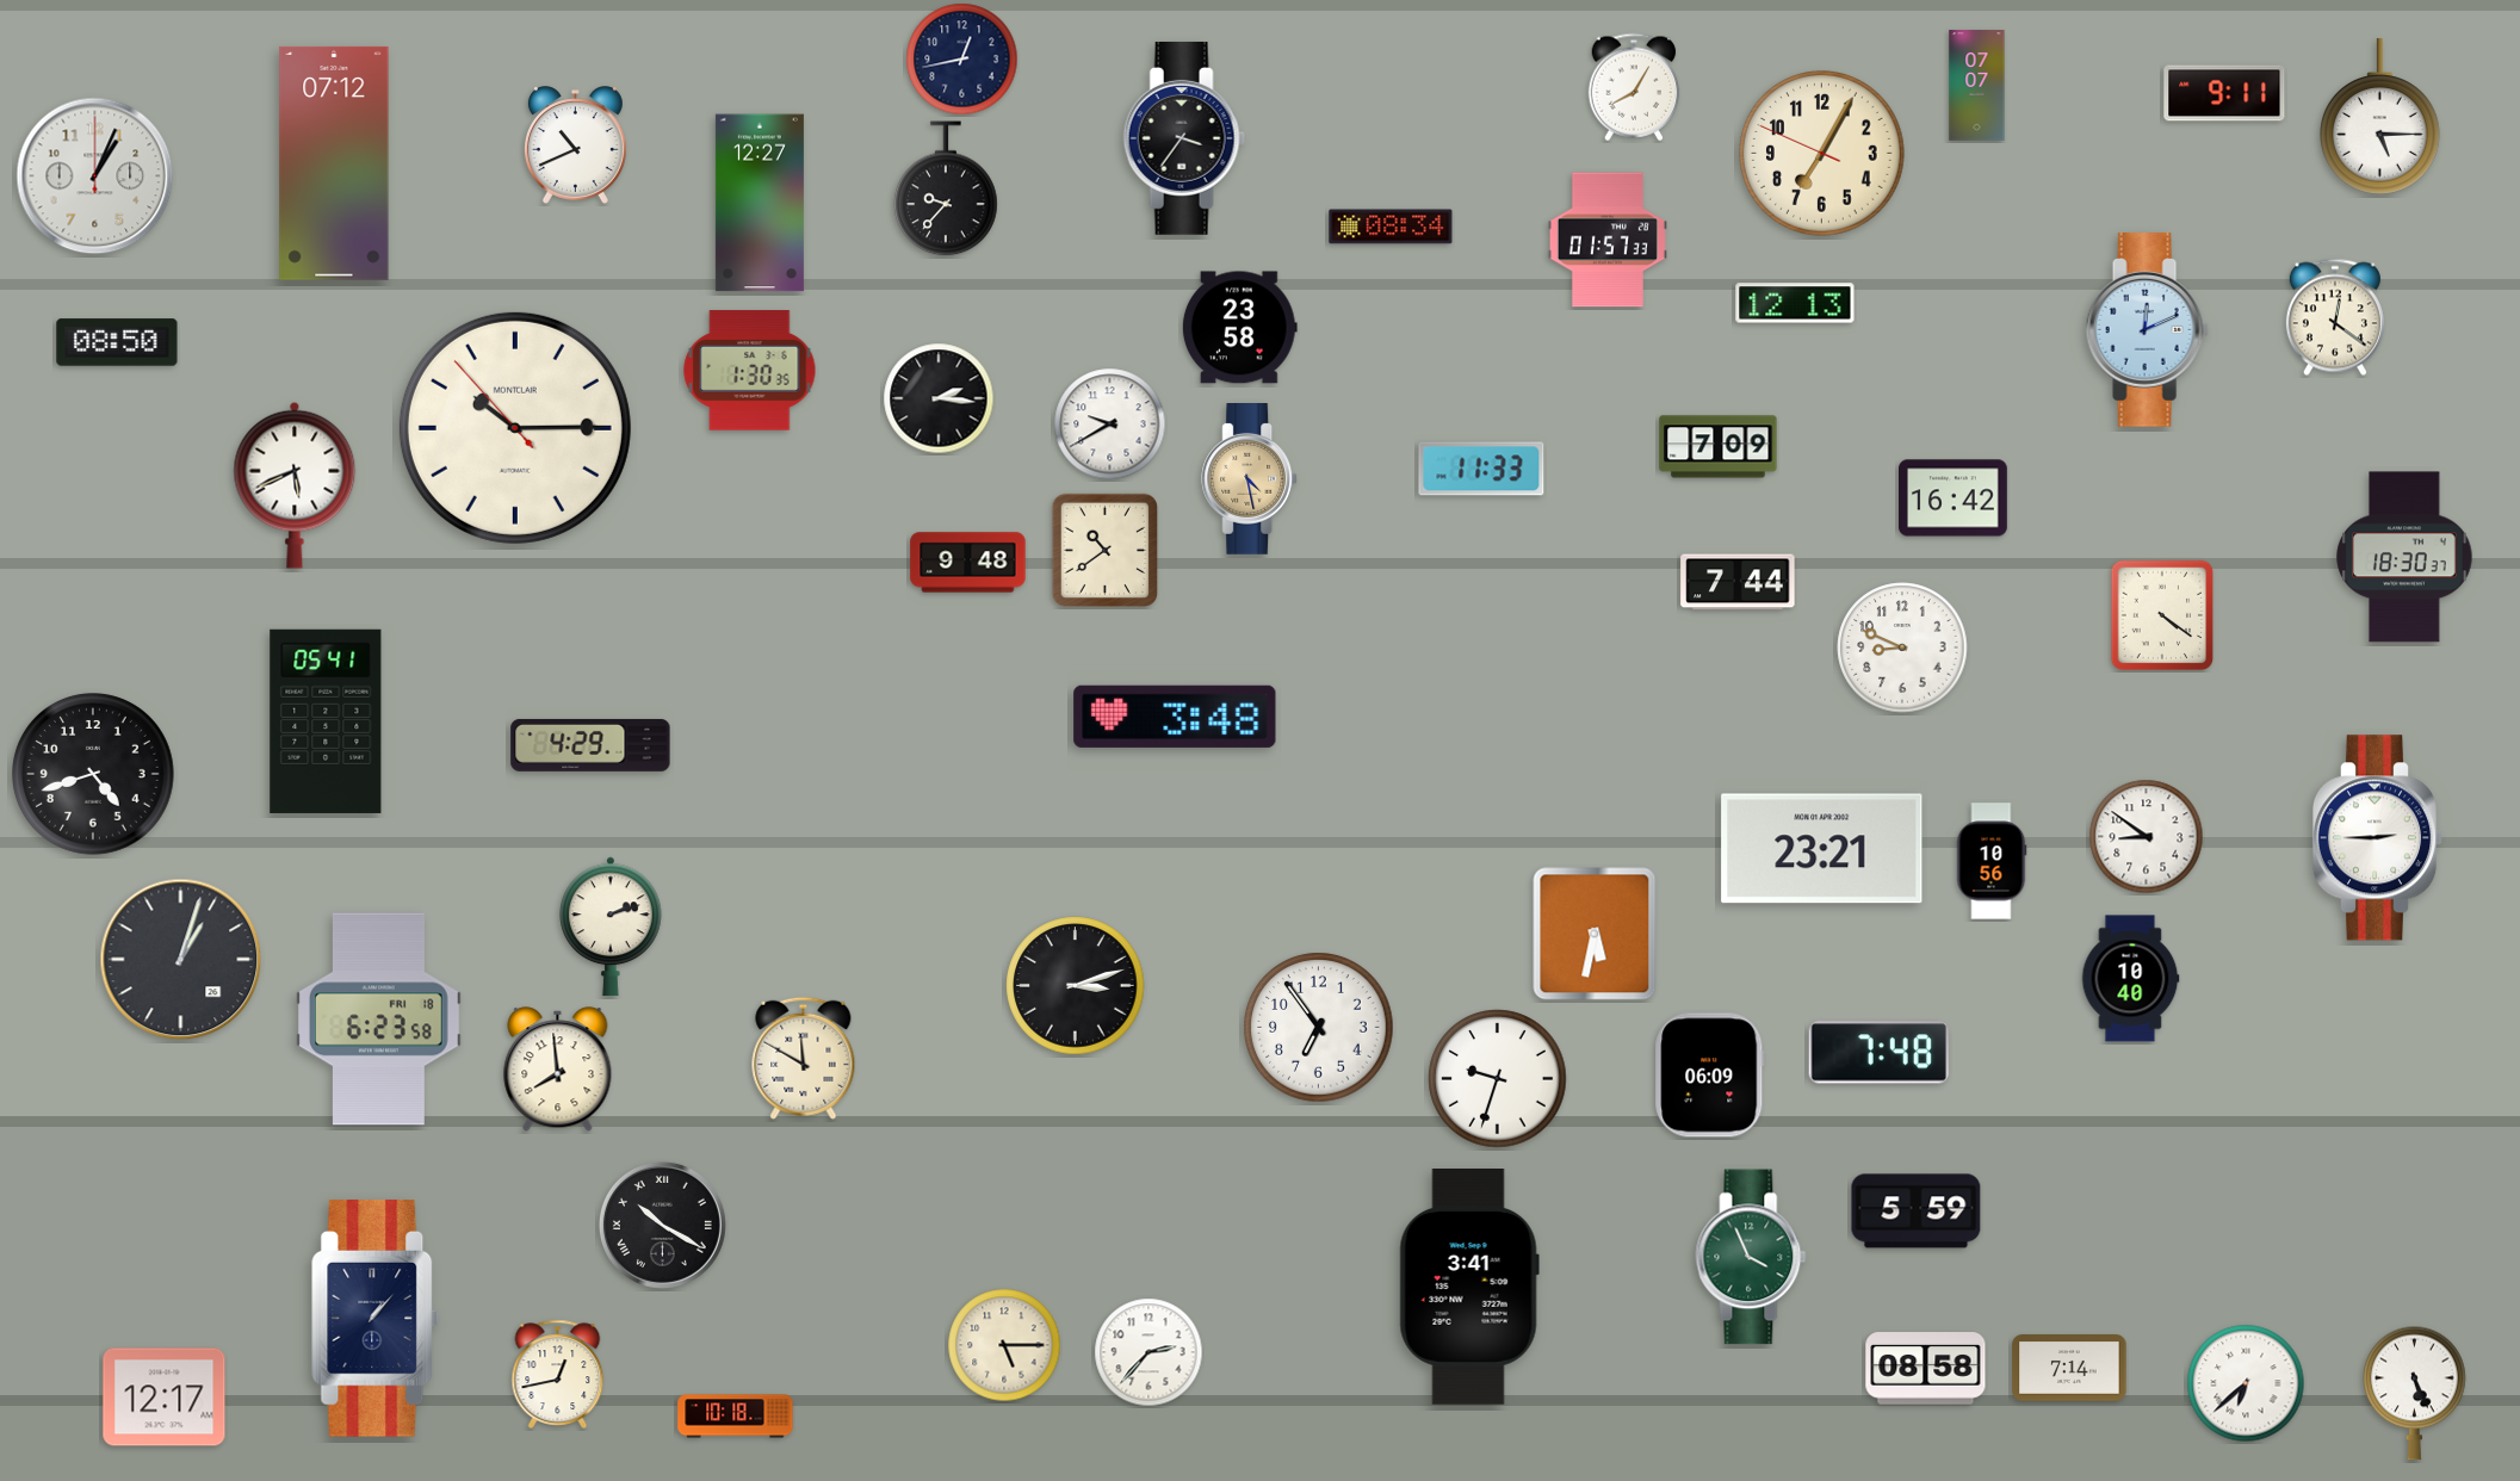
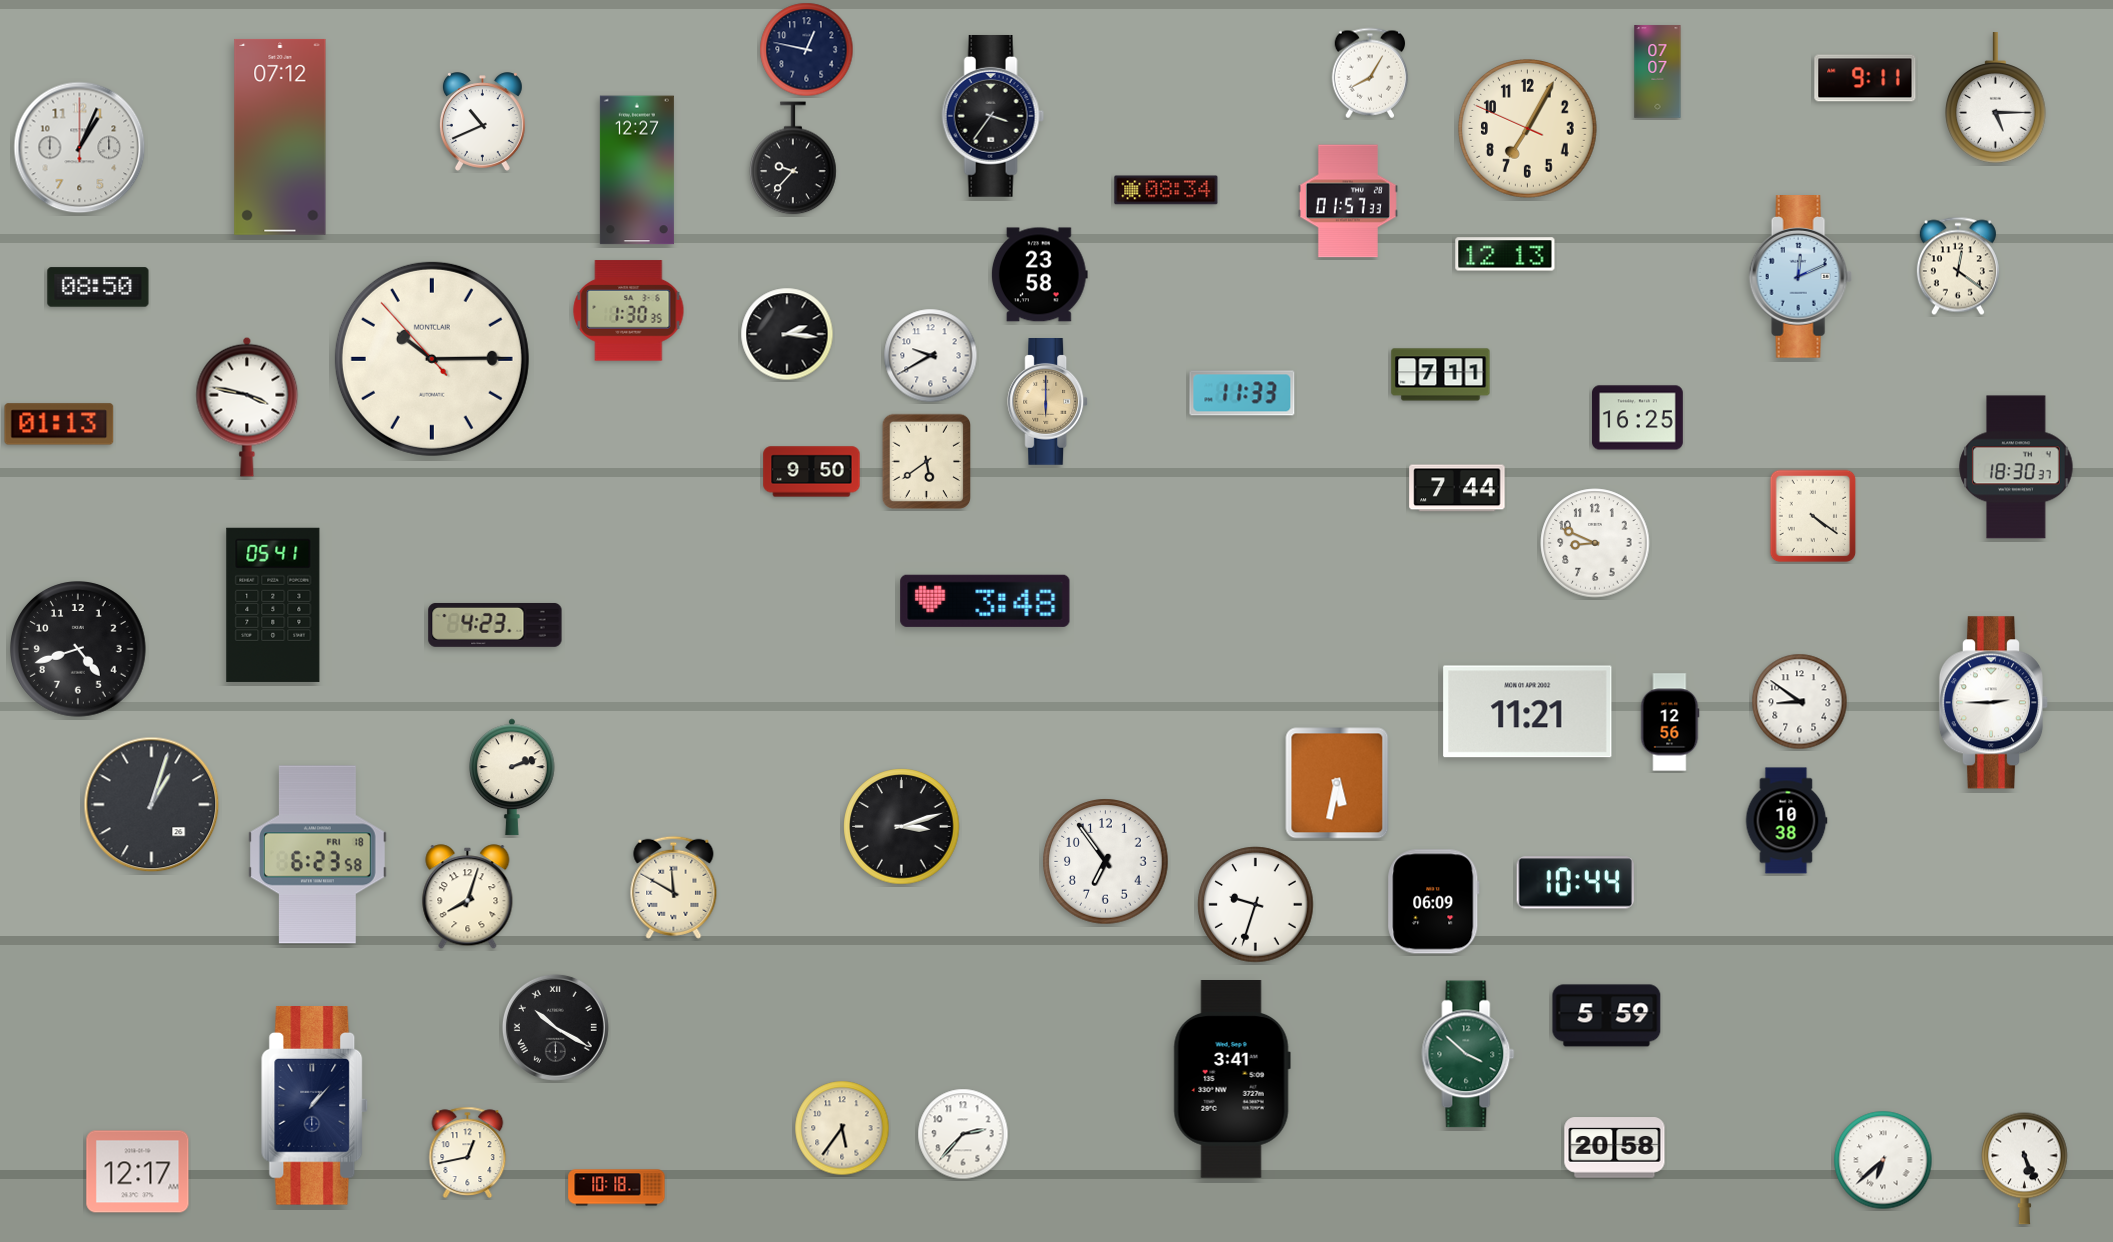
clock at (962, 60): 12:43 -> 12:47
clock at (1719, 447): 7:09 -> 7:11
clock at (1250, 479): 4:28 -> 6:00
clock at (295, 485): 5:41 -> 3:47
clock at (1954, 498): 16:42 -> 16:25
clock at (59, 424): none -> 01:13
clock at (1104, 551): 10:39 -> 5:39
clock at (968, 563): 9:48 -> 9:50
clock at (590, 745): 4:29 -> 4:23
clock at (1822, 849): 23:21 -> 11:21
clock at (1992, 861): 10:56 -> 12:56
clock at (2130, 979): 10:40 -> 10:38
clock at (1878, 1053): 7:48 -> 10:44
clock at (558, 1070): 7:59 -> 8:03
clock at (1751, 1257): 3:56 -> 3:52
clock at (1004, 1345): 5:15 -> 5:36
clock at (2069, 1368): 7:14 -> none
clock at (1926, 1369): 08:58 -> 20:58
